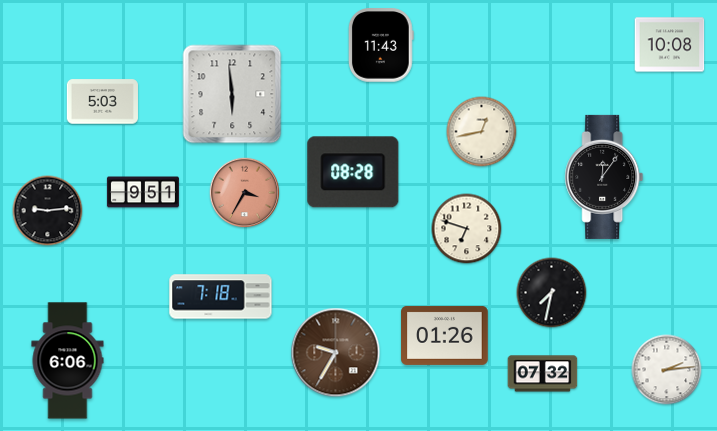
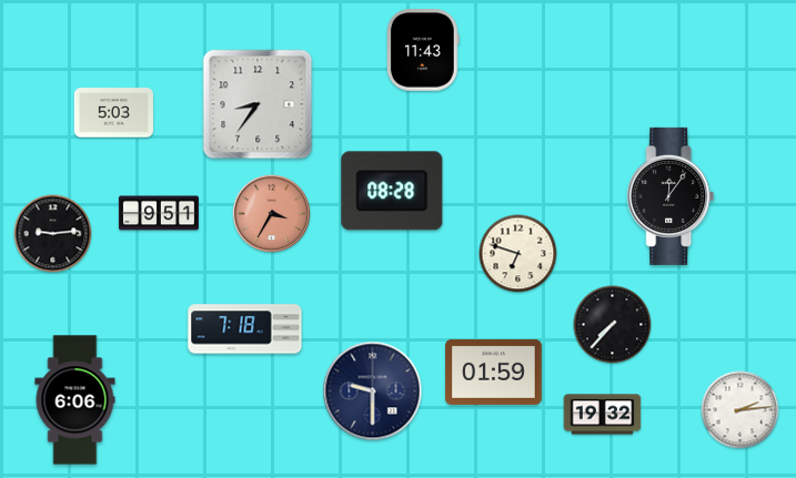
clock at (670, 45): 10:08 -> none
clock at (232, 94): 5:59 -> 8:36
clock at (482, 132): 12:43 -> none
clock at (552, 293): 7:32 -> 7:37
clock at (445, 335): 01:26 -> 01:59
clock at (336, 353): 9:35 -> 9:30
clock at (336, 353) dial: brown -> navy
clock at (543, 374): 07:32 -> 19:32
